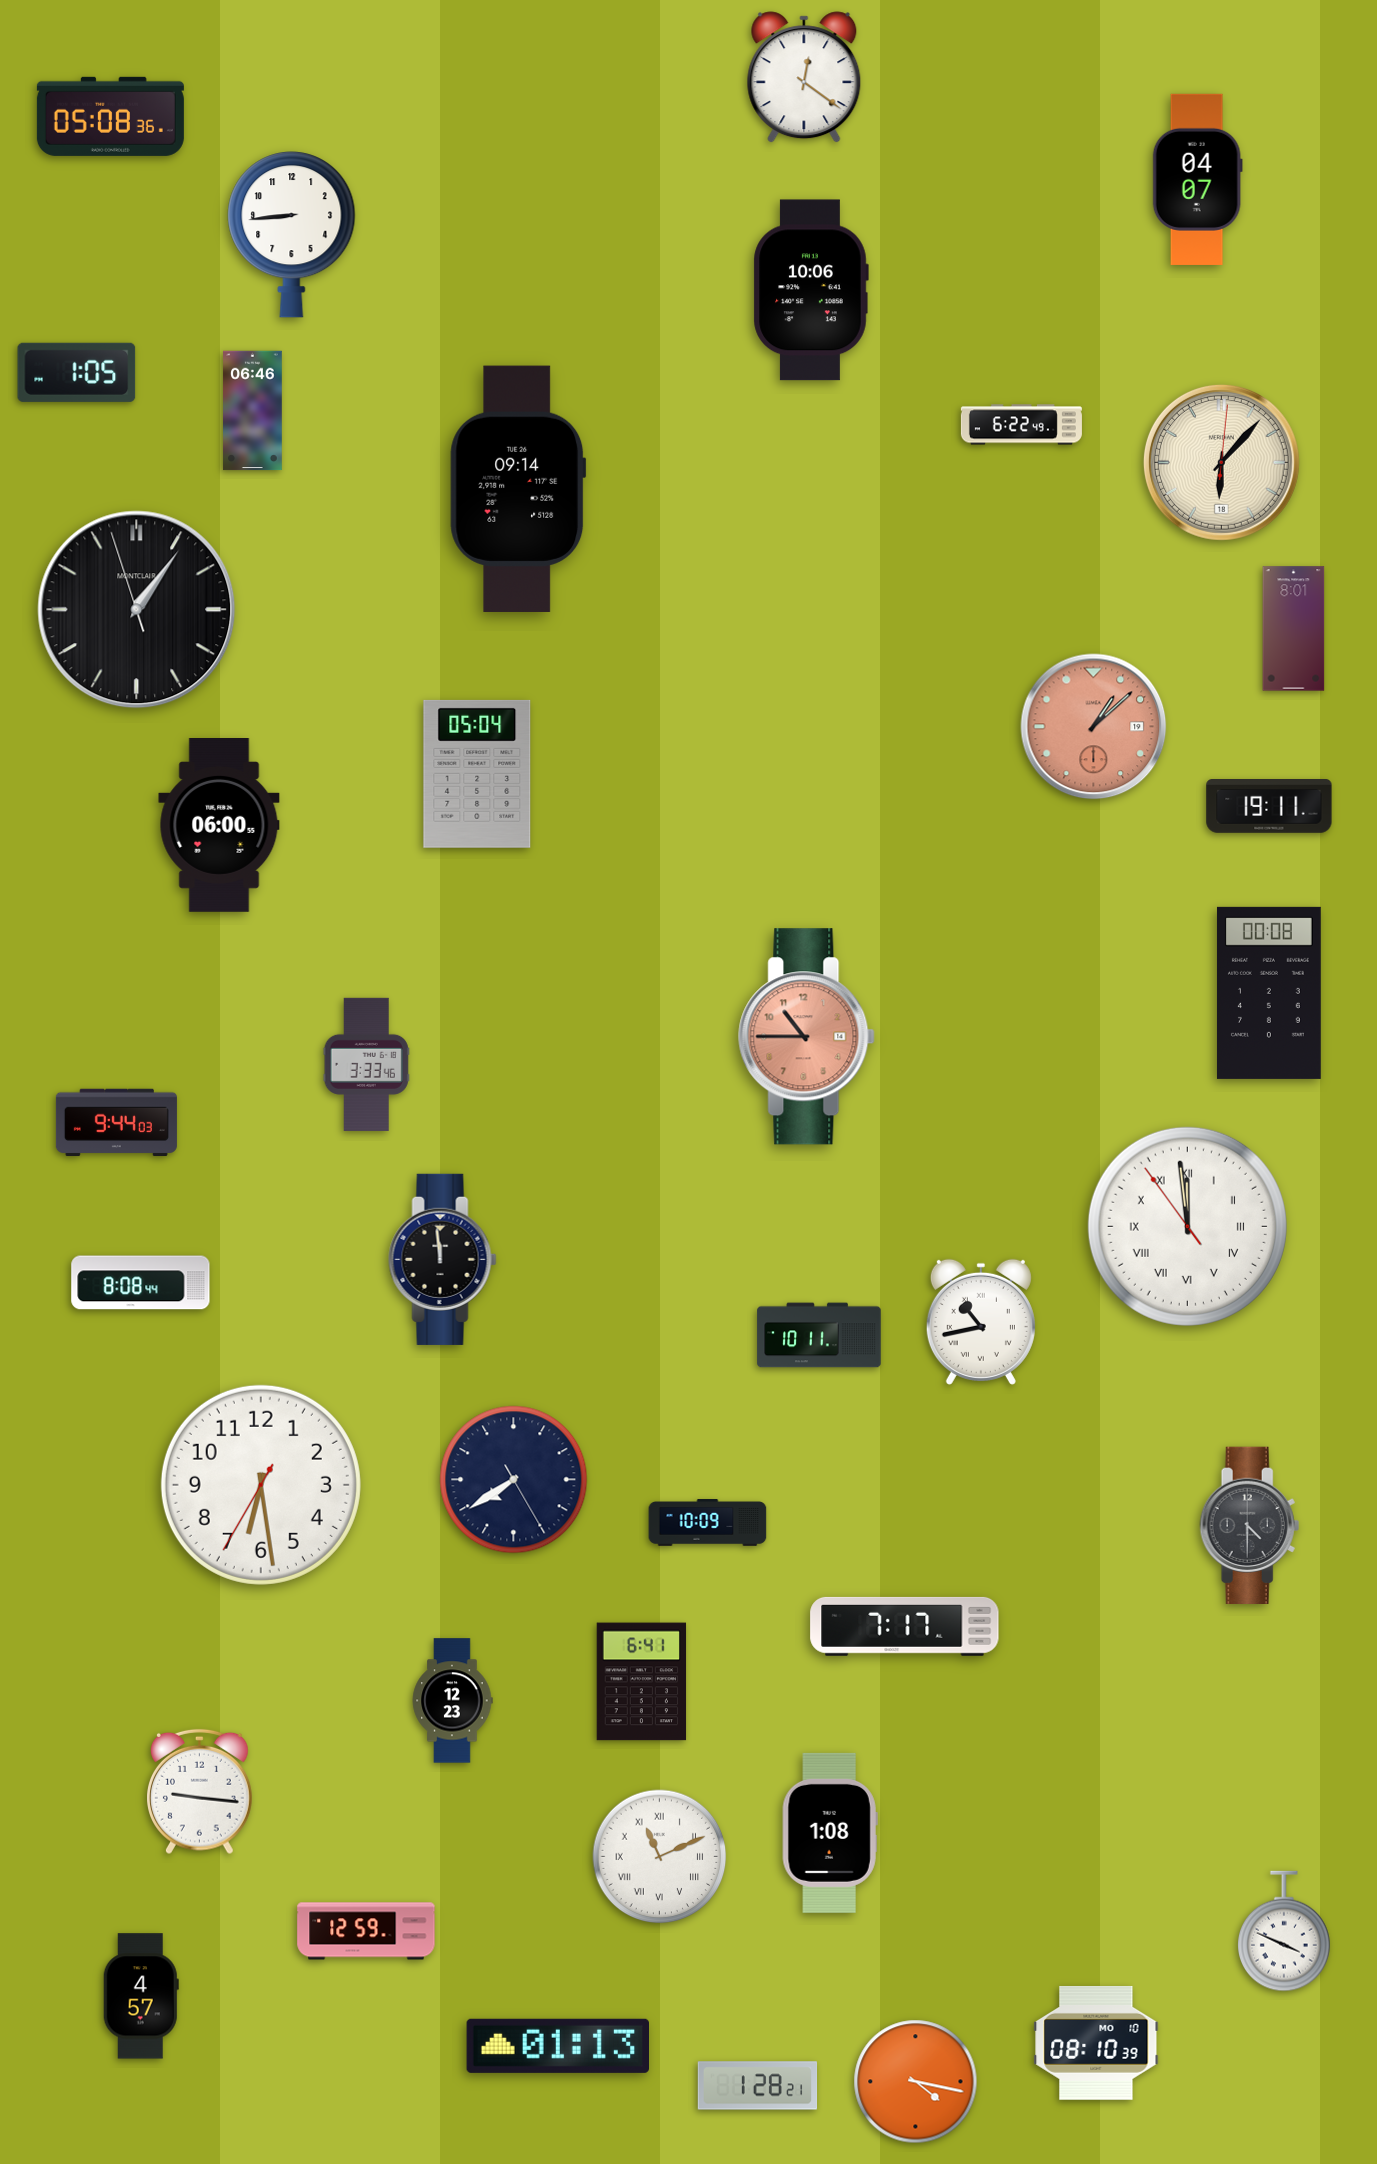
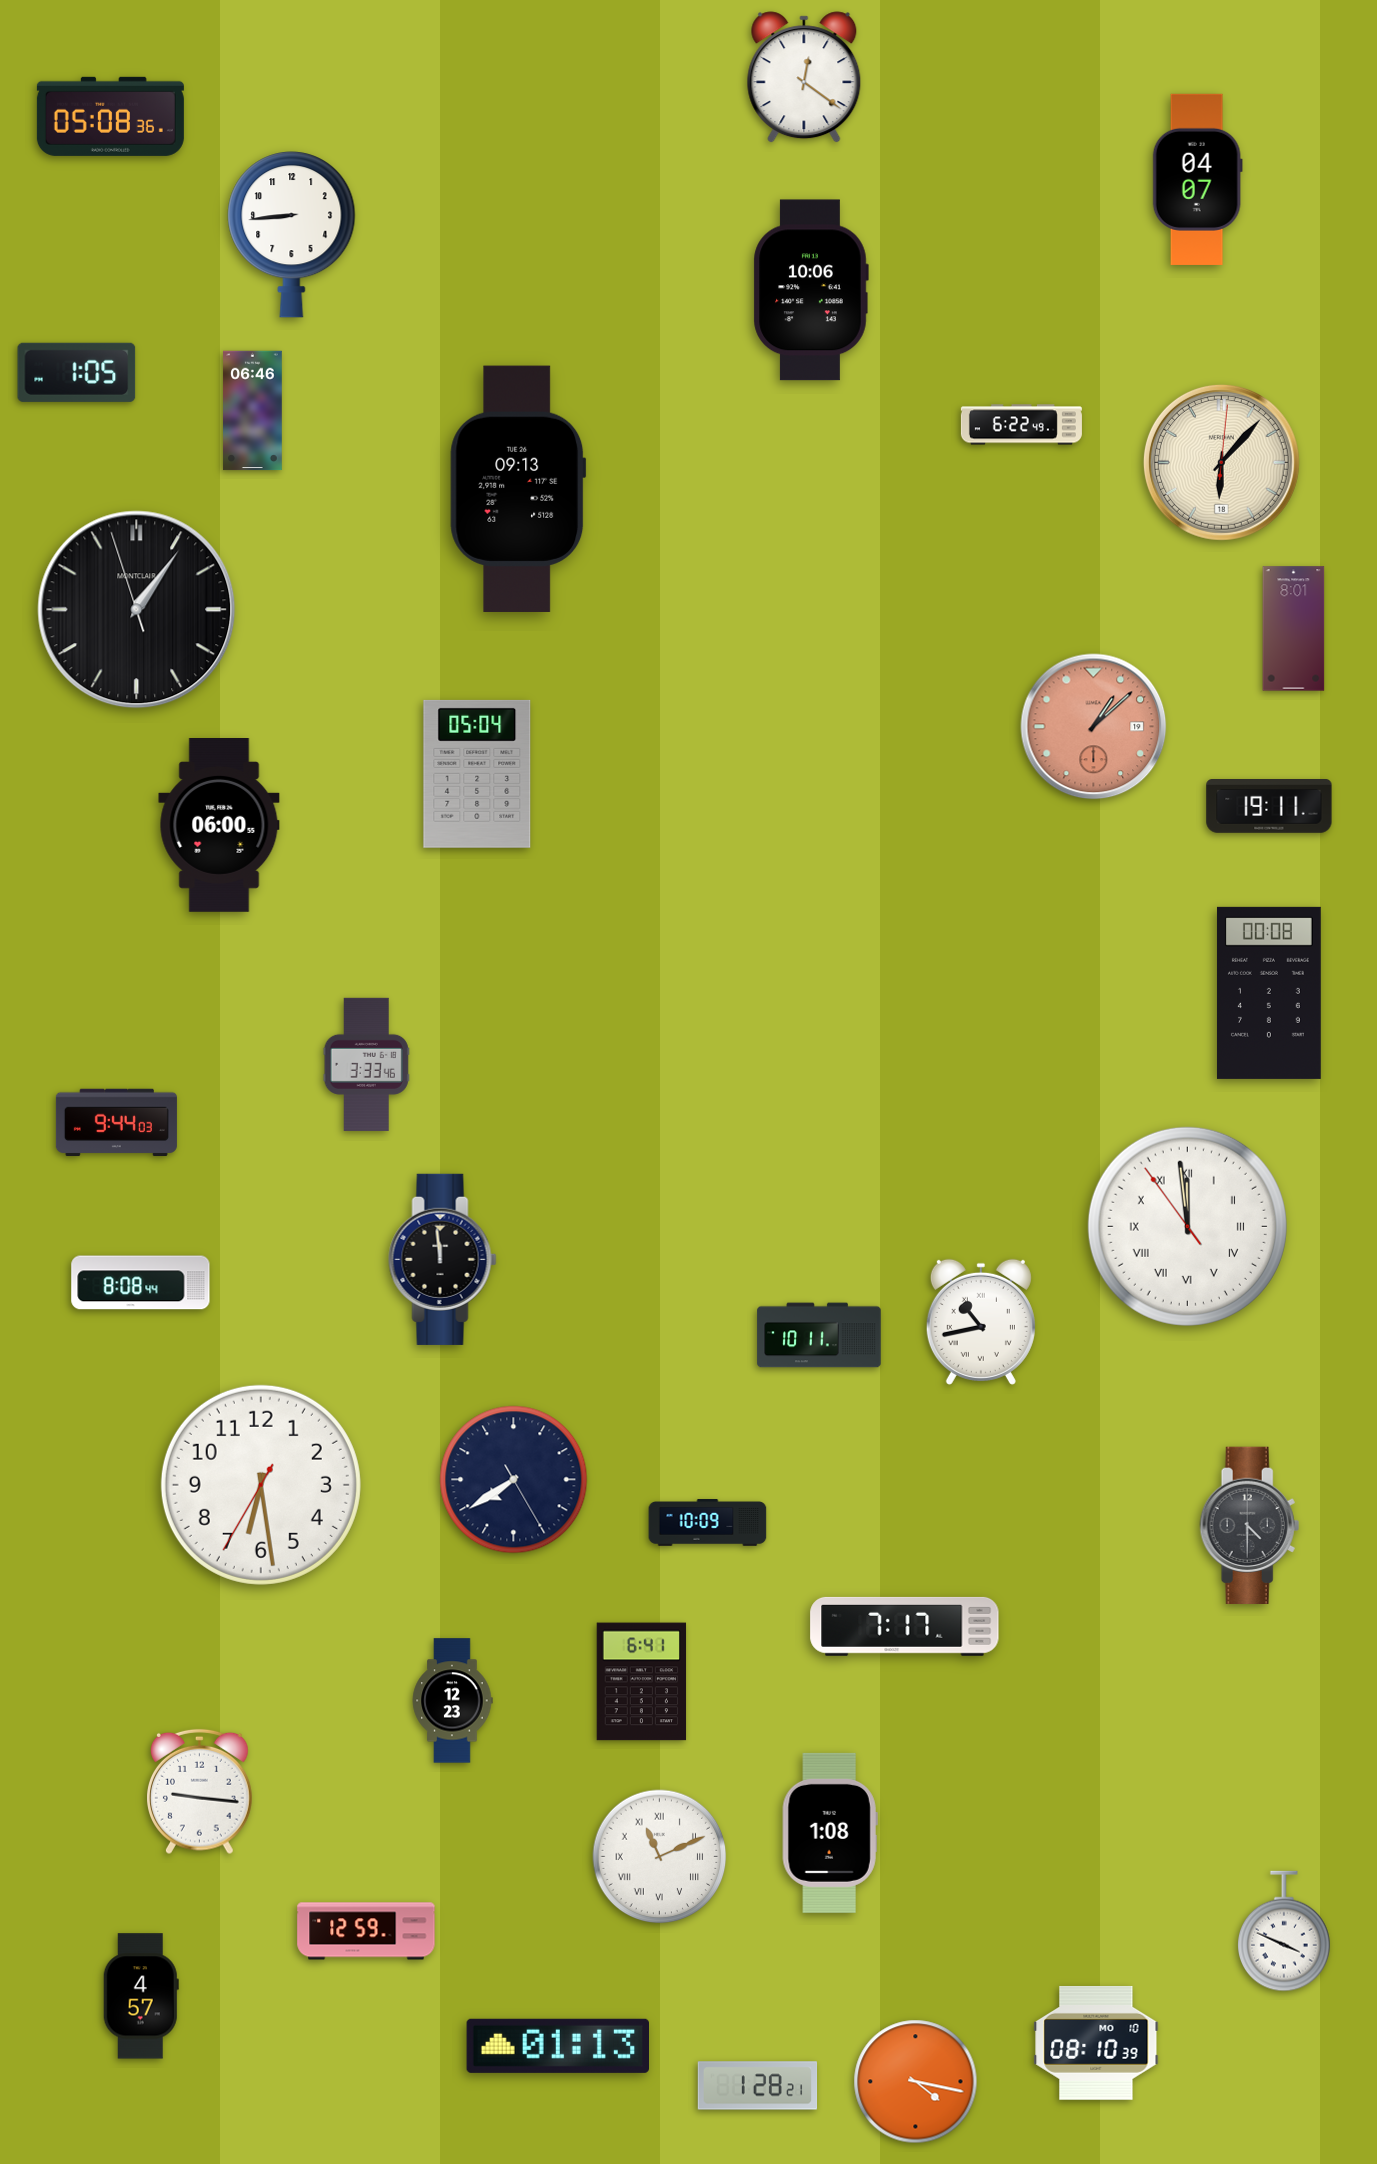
clock at (518, 489): 09:14 -> 09:13
clock at (807, 1037): 10:45 -> none
